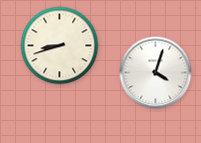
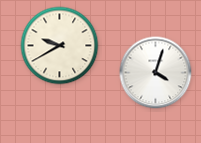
clock at (60, 46): 8:42 -> 9:40
